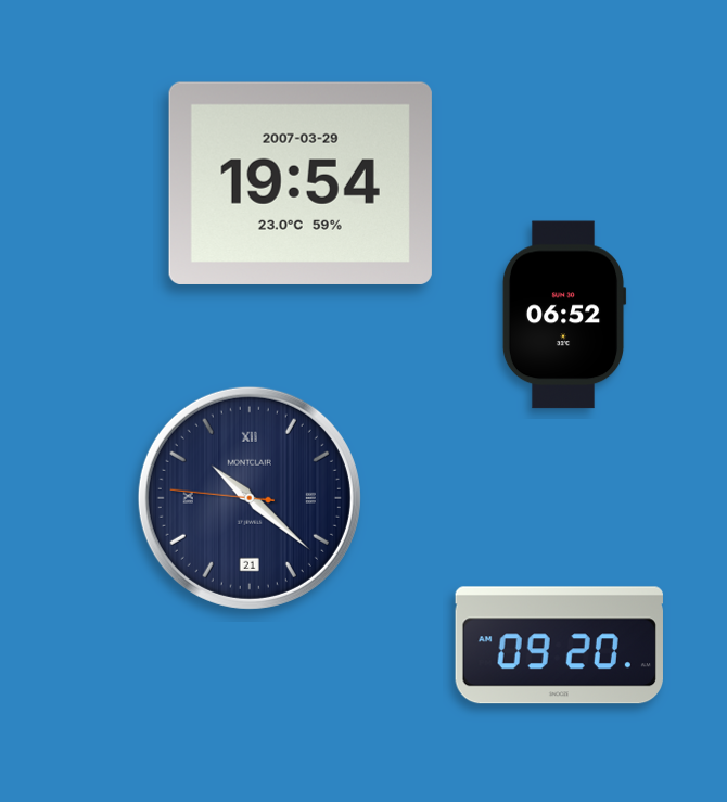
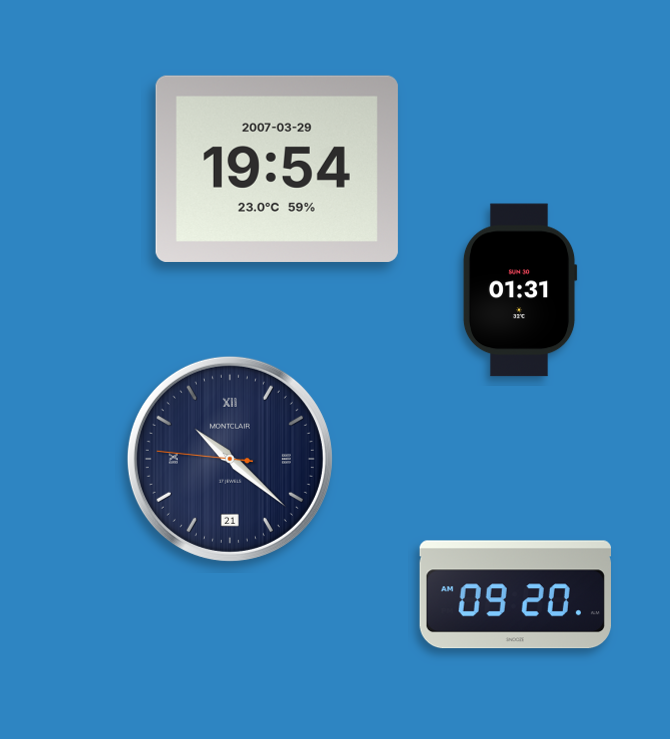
clock at (564, 315): 06:52 -> 01:31
